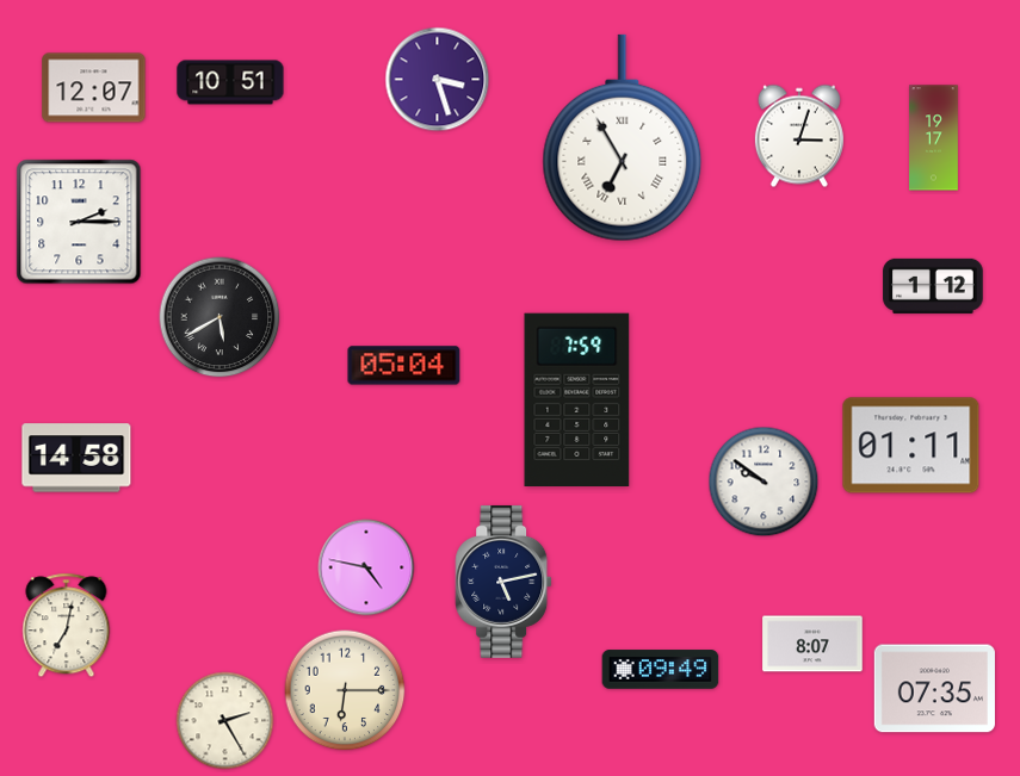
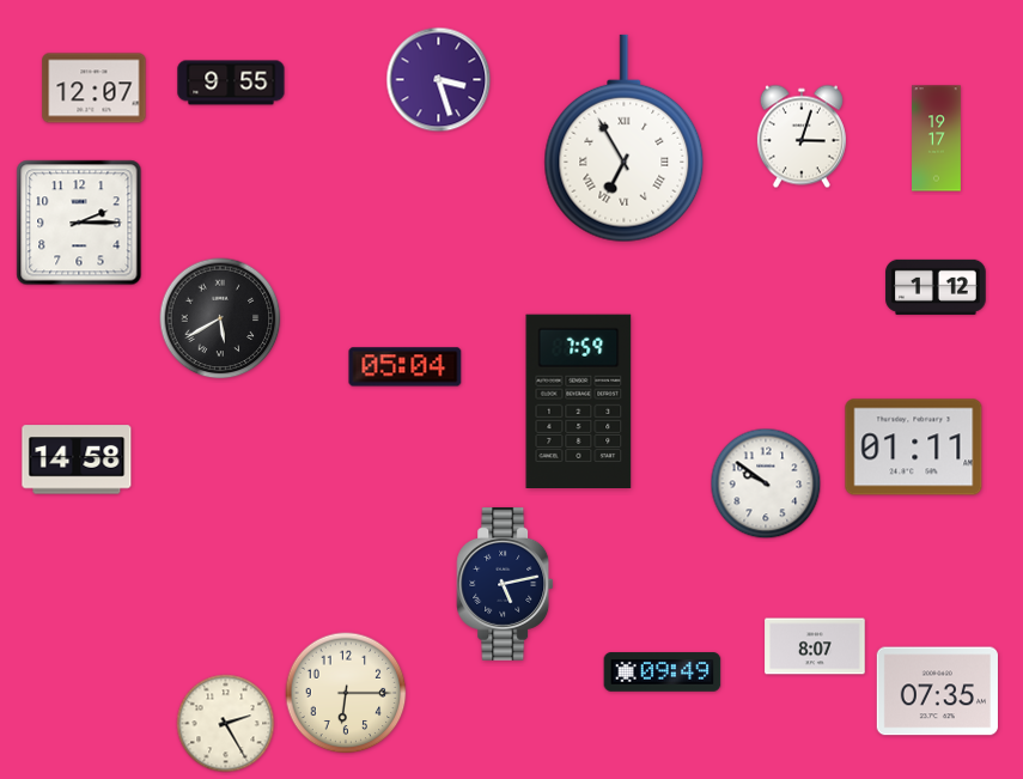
clock at (230, 82): 10:51 -> 9:55
clock at (366, 567): 4:47 -> none
clock at (67, 626): 7:02 -> none
